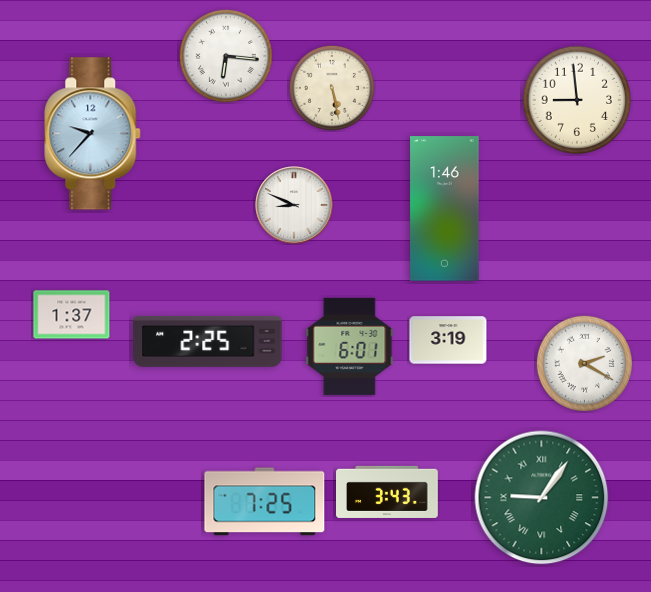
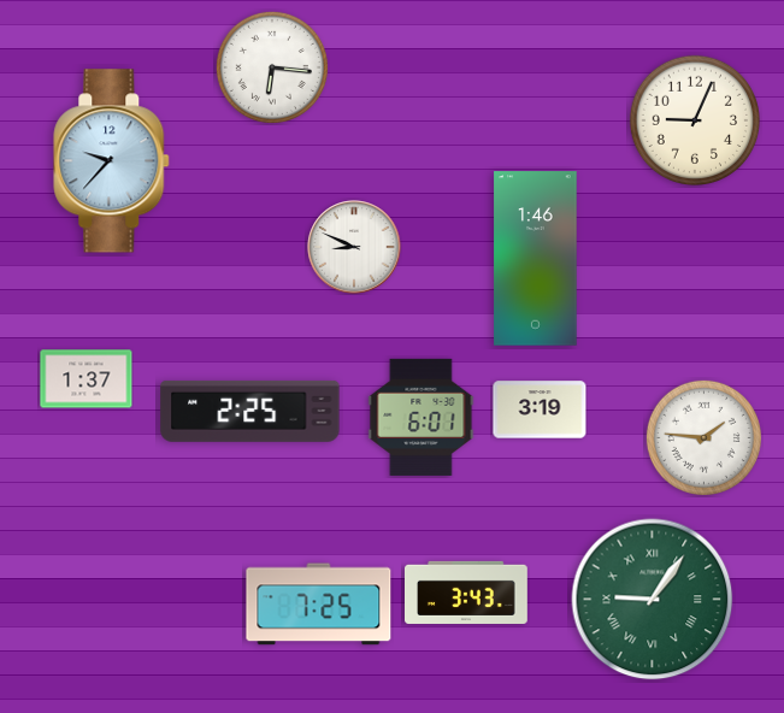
clock at (332, 88): 5:28 -> none
clock at (576, 99): 8:59 -> 9:04
clock at (445, 209) position: (445, 209) -> (536, 259)
clock at (584, 363): 2:20 -> 1:46
